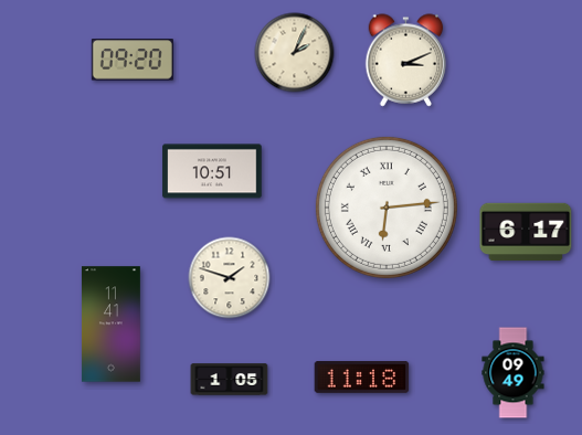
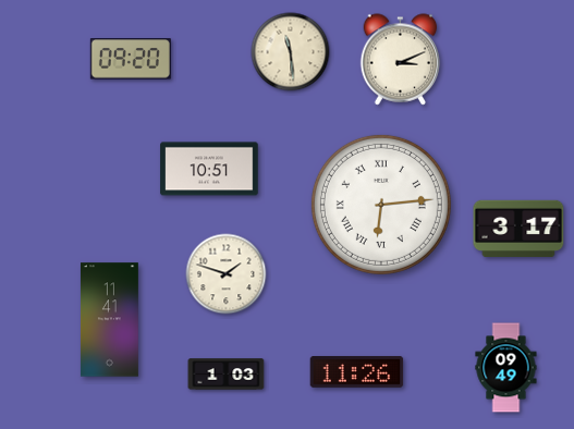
clock at (295, 53): 2:04 -> 11:29
clock at (526, 231): 6:17 -> 3:17
clock at (362, 378): 11:18 -> 11:26
clock at (230, 380): 1:05 -> 1:03
